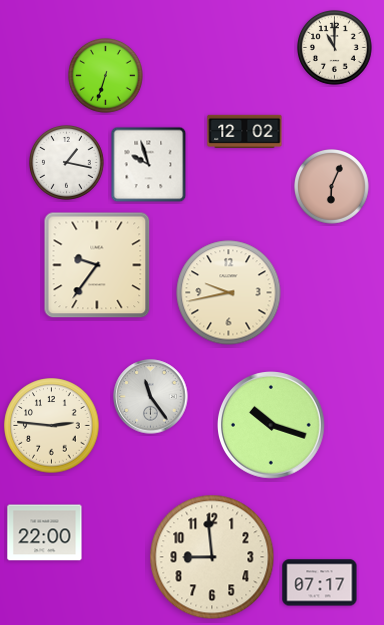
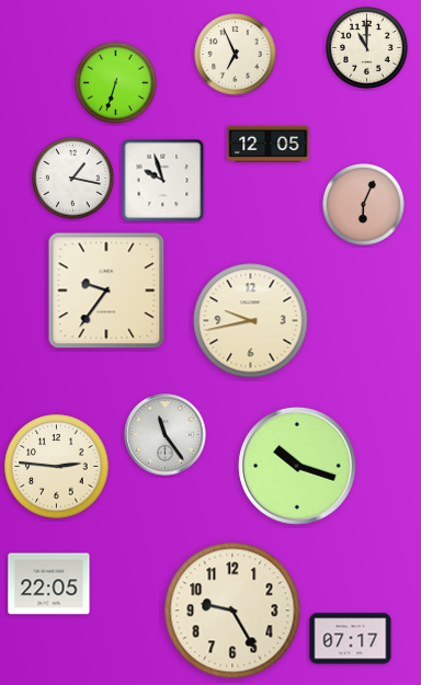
clock at (335, 48) position: (335, 48) -> (367, 48)
clock at (236, 55): none -> 6:56
clock at (245, 131): 12:02 -> 12:05
clock at (45, 533): 22:00 -> 22:05
clock at (212, 557): 8:59 -> 9:25
